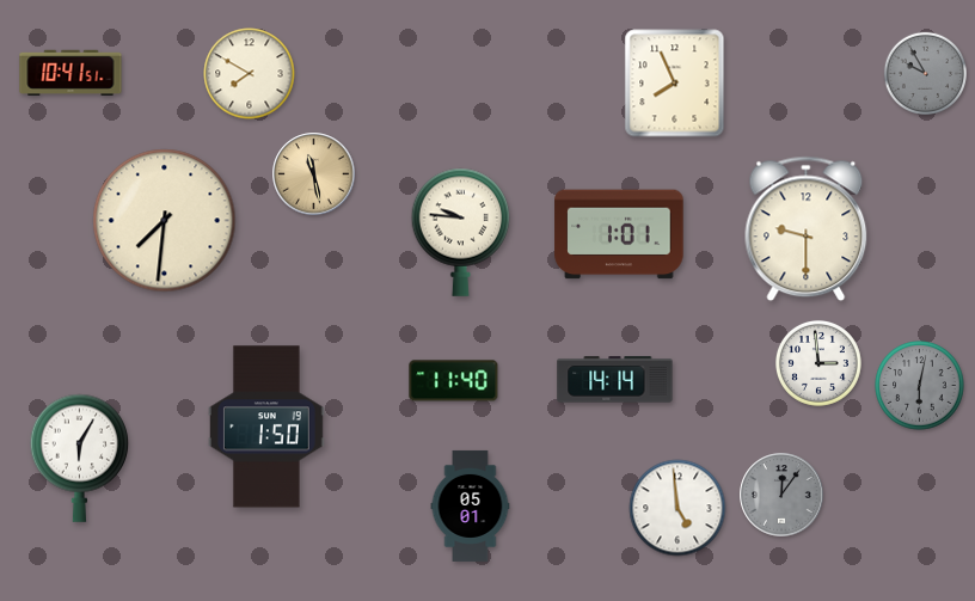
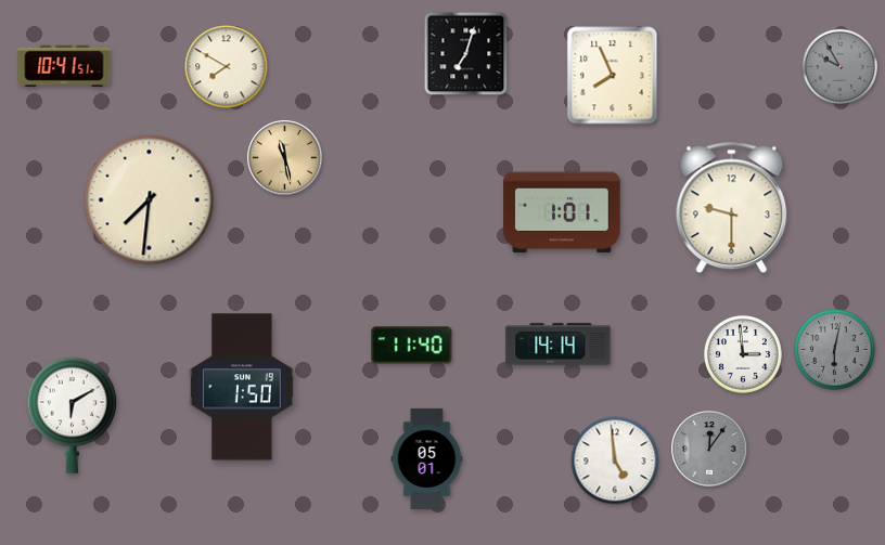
clock at (466, 54): none -> 7:03
clock at (461, 232): 9:46 -> none
clock at (818, 363) position: (818, 363) -> (743, 354)
clock at (80, 458): 6:05 -> 6:10
